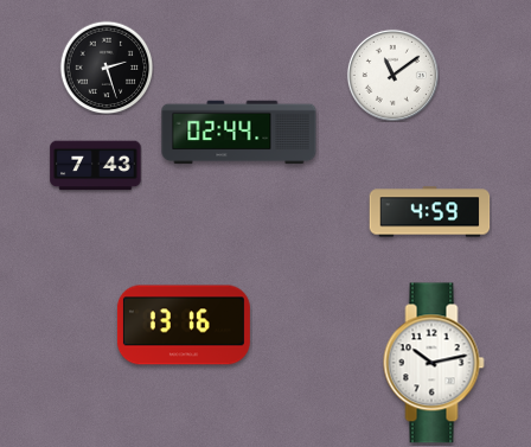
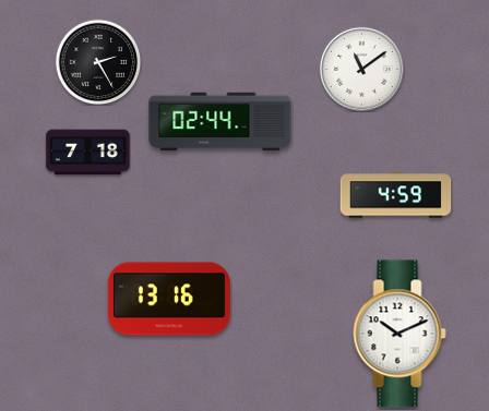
clock at (107, 68): 2:27 -> 2:25
clock at (96, 166): 7:43 -> 7:18
clock at (434, 363): 10:13 -> 10:11
